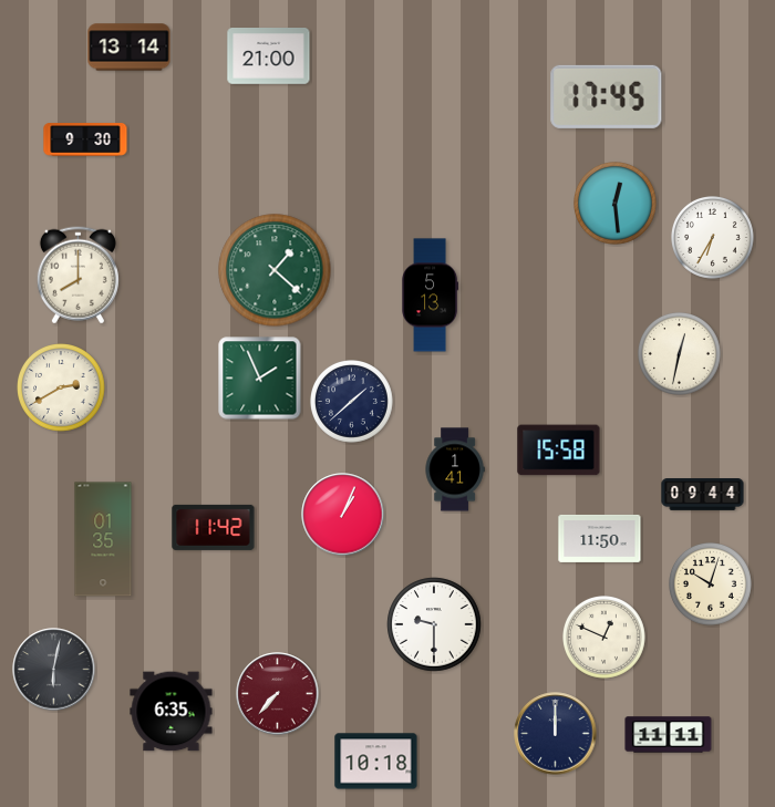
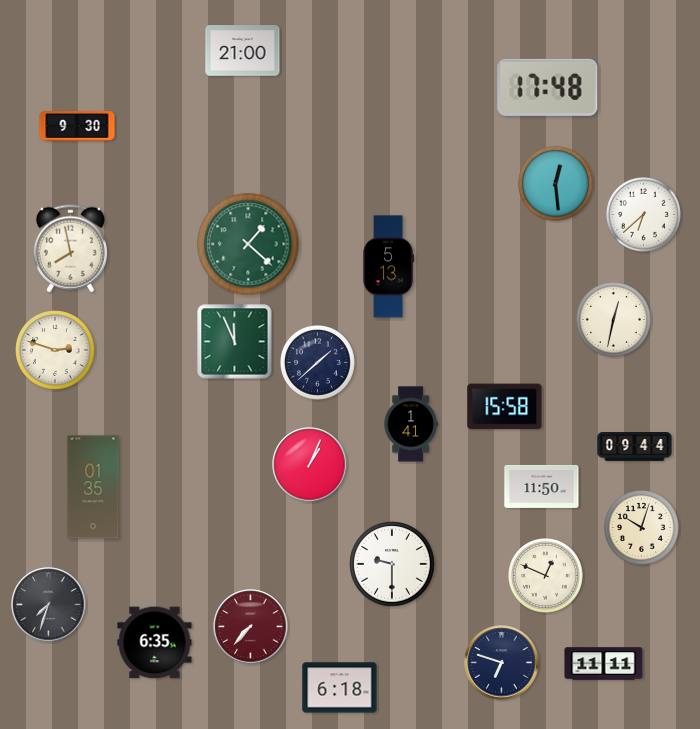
clock at (130, 48): 13:14 -> none
clock at (607, 96): 17:45 -> 17:48
clock at (713, 238): 6:35 -> 6:38
clock at (77, 276): 8:00 -> 7:58
clock at (260, 379): 1:56 -> 11:56
clock at (61, 387): 2:40 -> 2:48
clock at (214, 527): 11:42 -> none
clock at (54, 670): 6:02 -> 7:33
clock at (556, 734): 12:00 -> 6:48
clock at (376, 762): 10:18 -> 6:18
